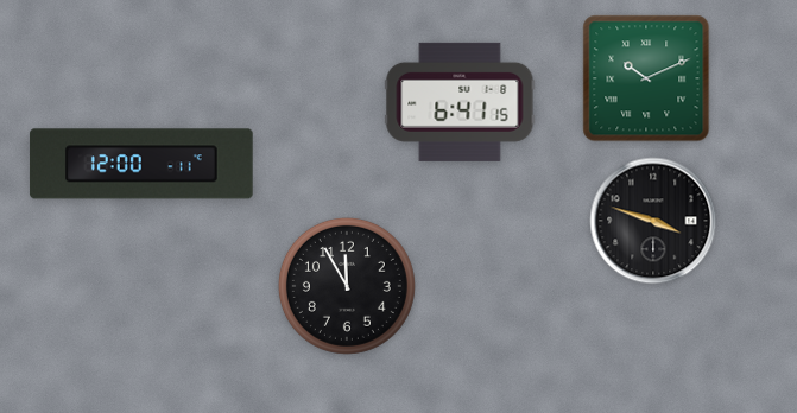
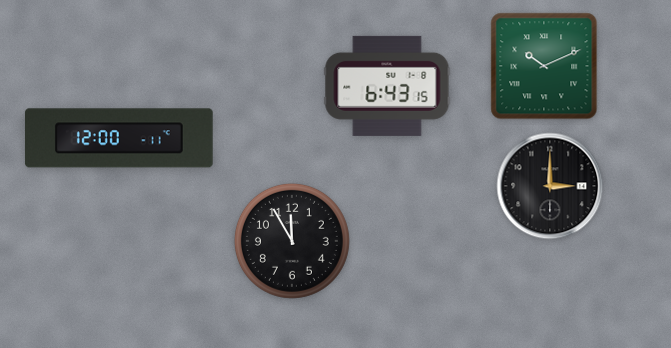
clock at (460, 102): 6:41 -> 6:43
clock at (653, 221): 3:48 -> 3:00
